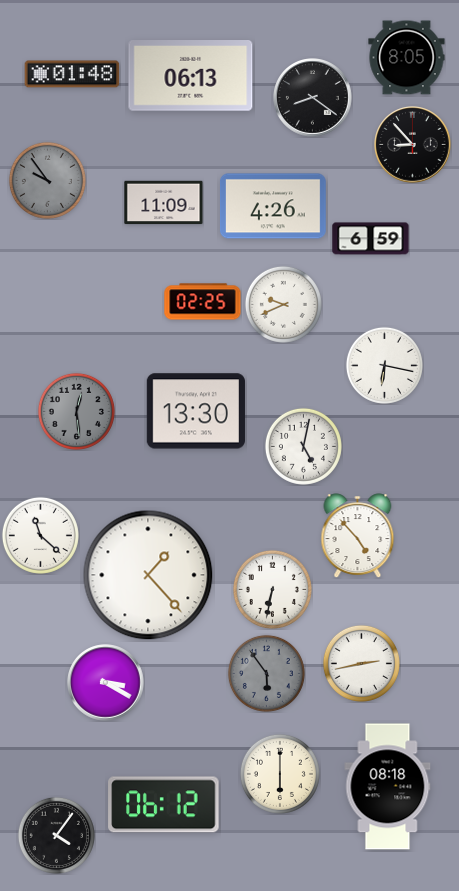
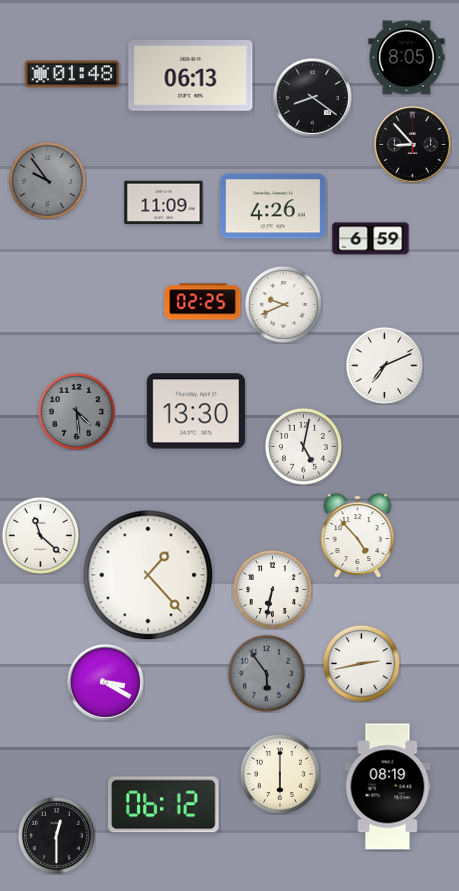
clock at (384, 365): 6:17 -> 7:11
clock at (76, 411): 12:29 -> 4:29
clock at (388, 787): 08:18 -> 08:19
clock at (56, 835): 4:06 -> 12:30
